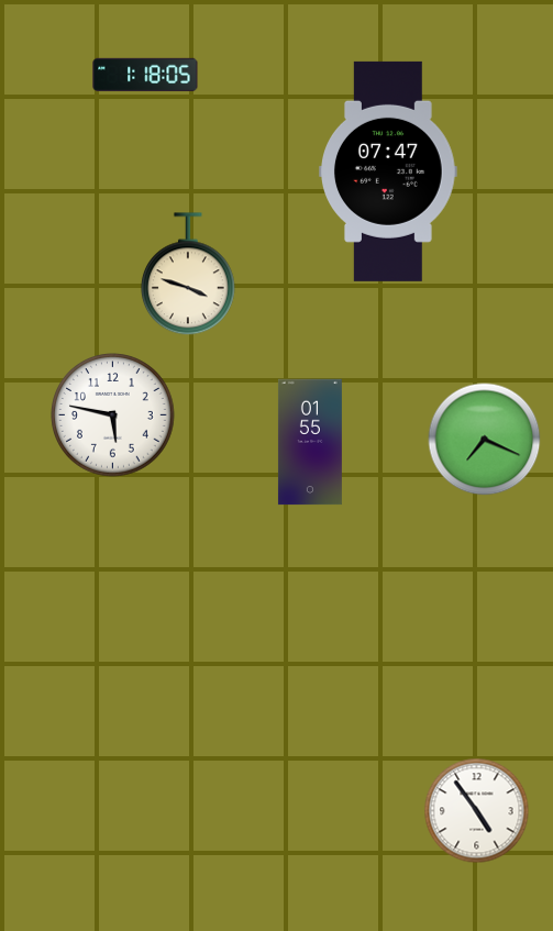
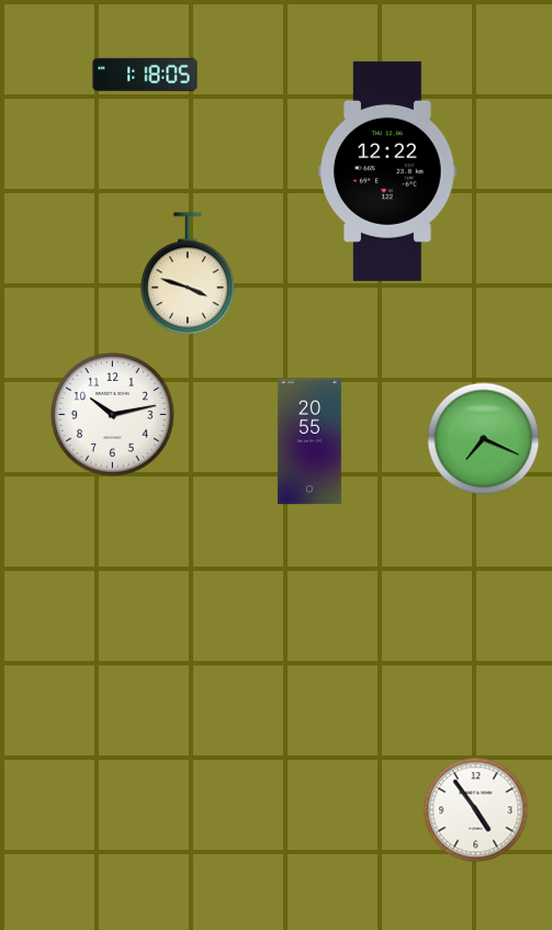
clock at (389, 171): 07:47 -> 12:22
clock at (113, 415): 5:47 -> 10:13
clock at (310, 442): 01:55 -> 20:55
